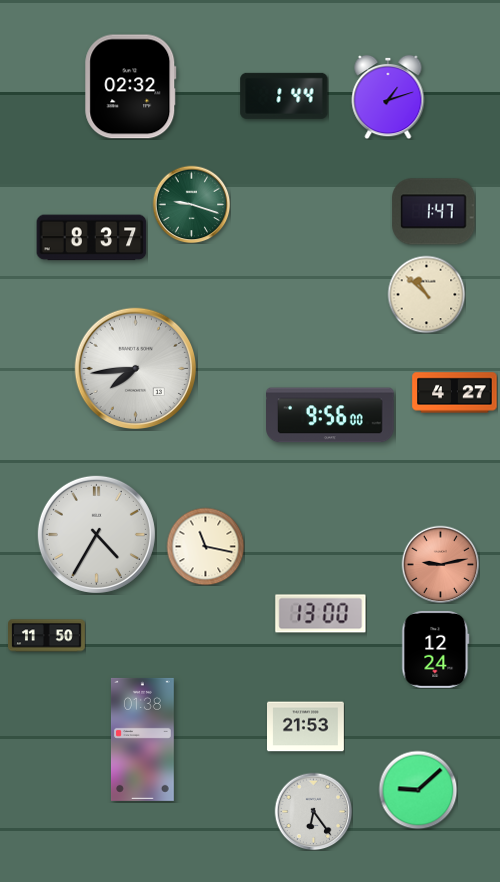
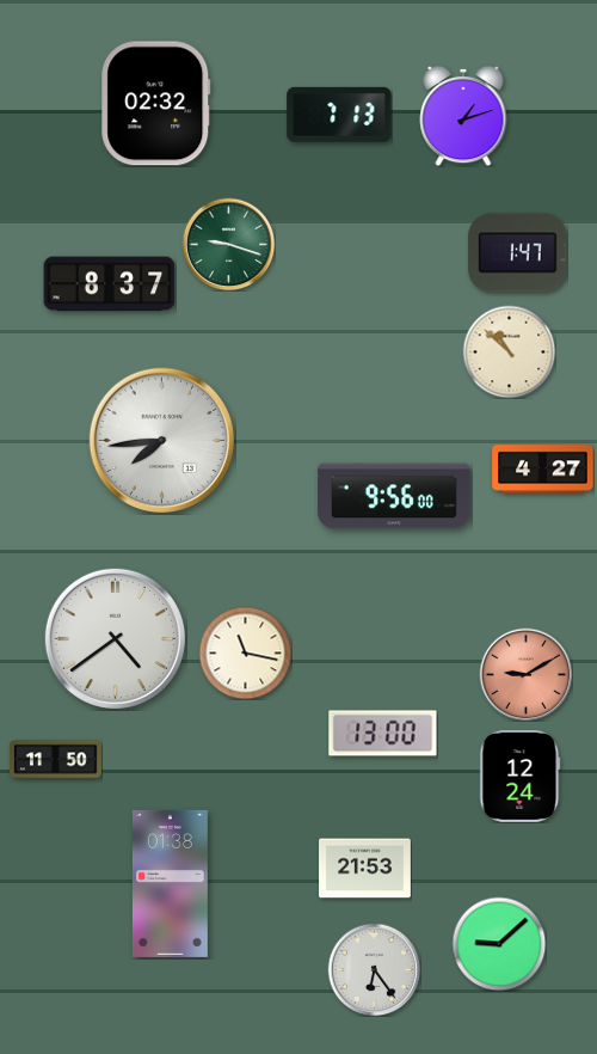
clock at (284, 96): 1:44 -> 7:13
clock at (96, 534): 4:35 -> 4:39
clock at (440, 564): 9:13 -> 9:10
